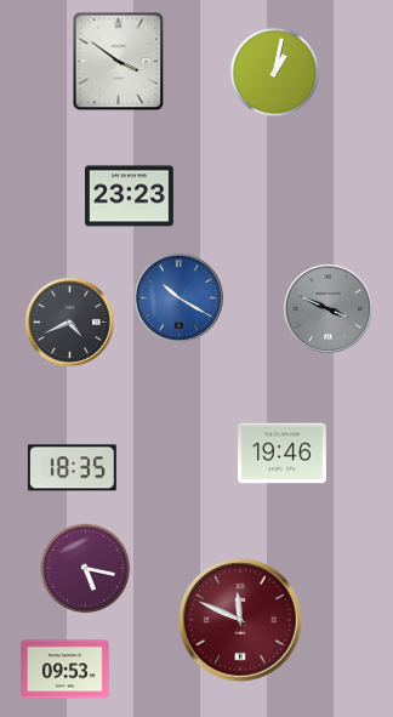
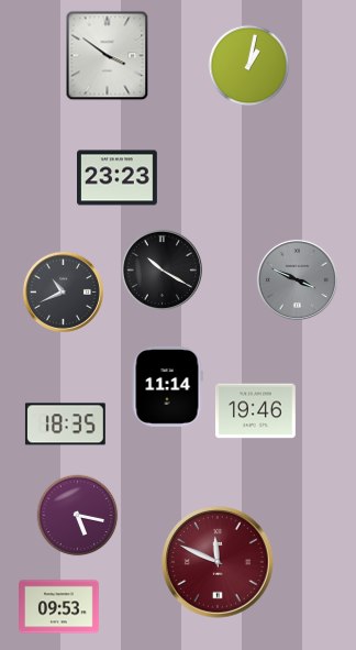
clock at (178, 297) dial: blue -> black
clock at (69, 321): 4:41 -> 10:41
clock at (167, 387): none -> 11:14
